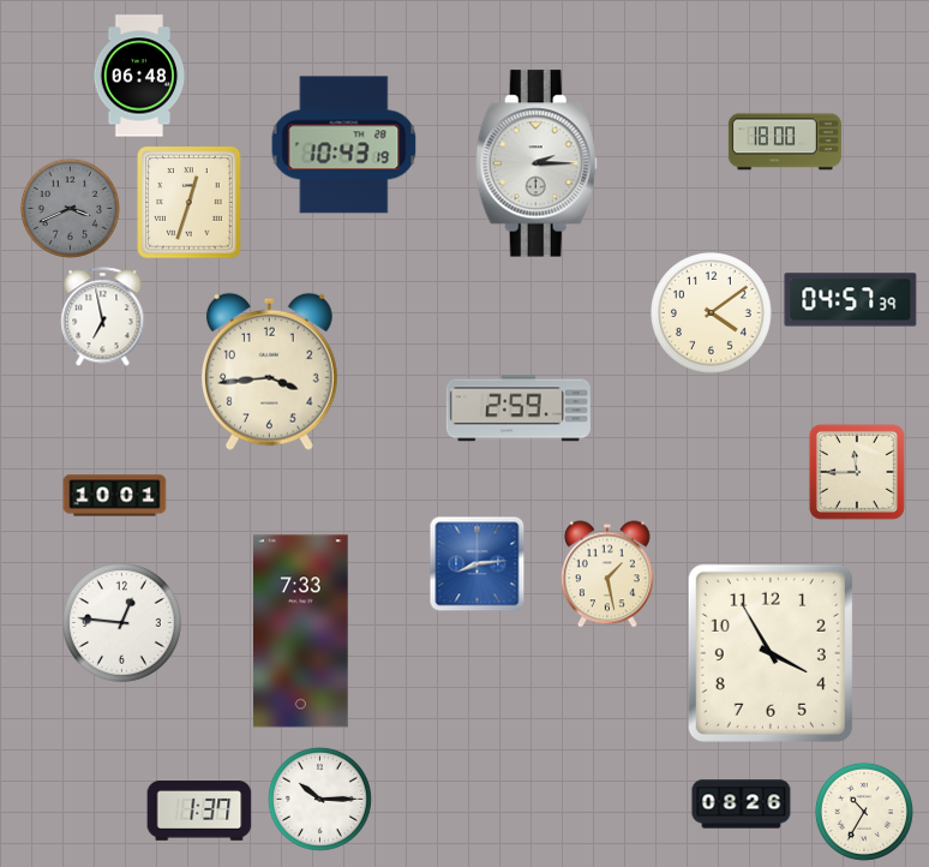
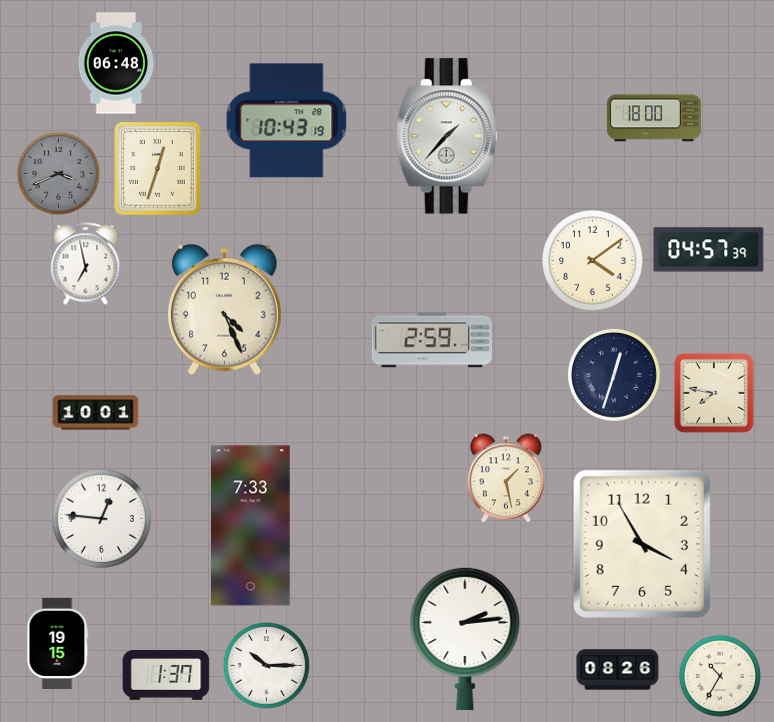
clock at (537, 163): 2:15 -> 1:37
clock at (269, 371): 3:44 -> 4:26
clock at (614, 375): none -> 12:33
clock at (857, 472): 11:45 -> 7:47
clock at (478, 564): 8:14 -> none
clock at (465, 639): none -> 2:14
clock at (57, 643): none -> 19:15
